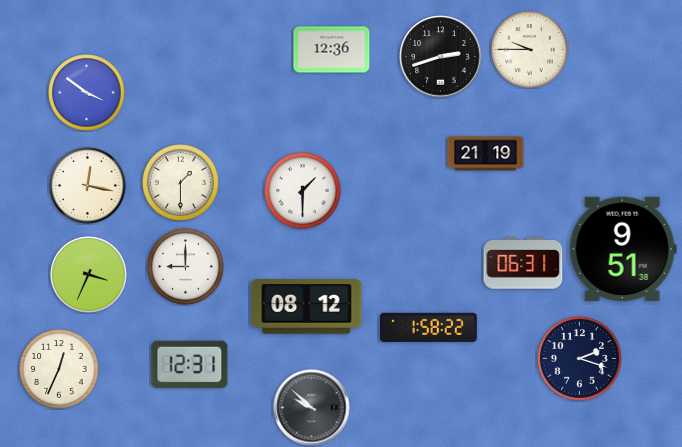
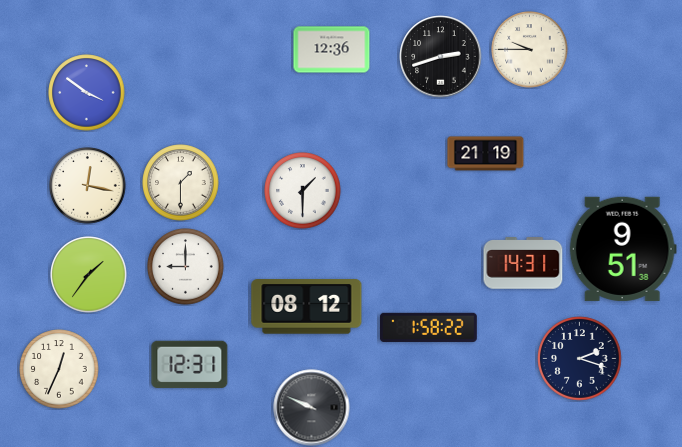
clock at (523, 263): 06:31 -> 14:31
clock at (89, 275): 3:34 -> 1:36
clock at (312, 408): 9:52 -> 9:49
